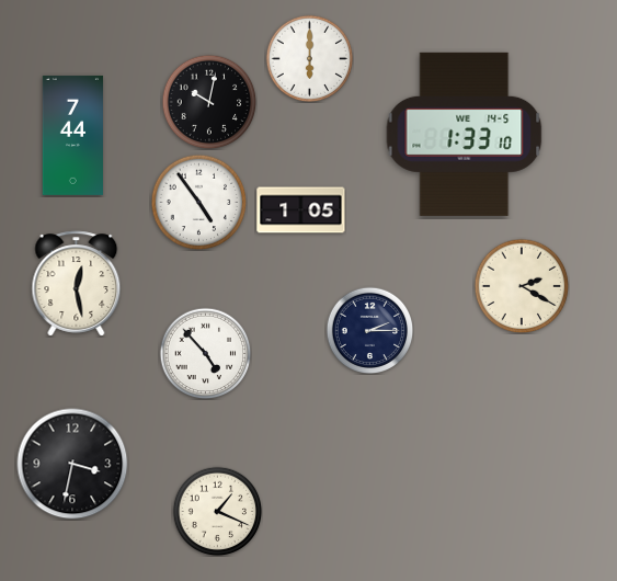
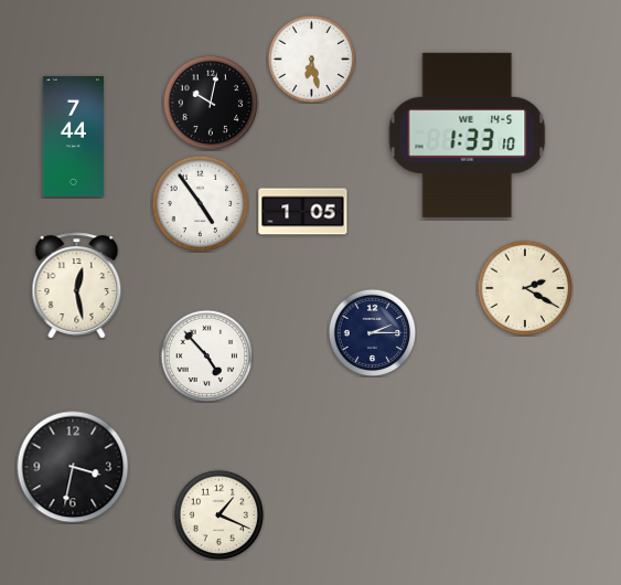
clock at (309, 58): 6:00 -> 6:28
